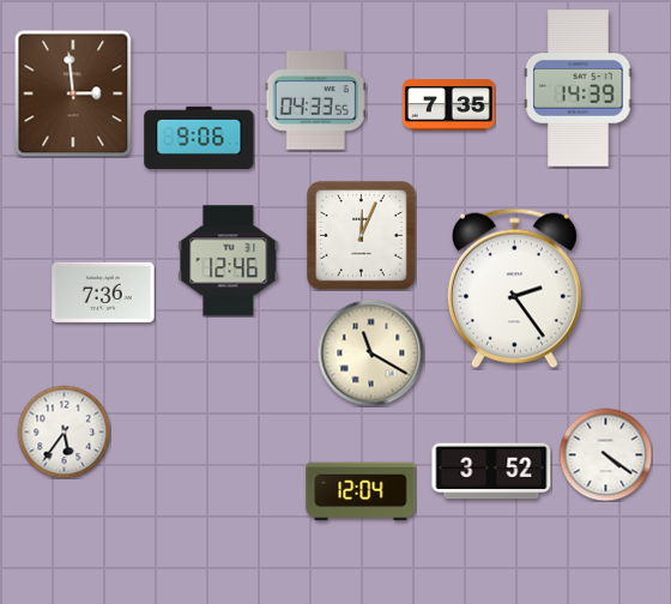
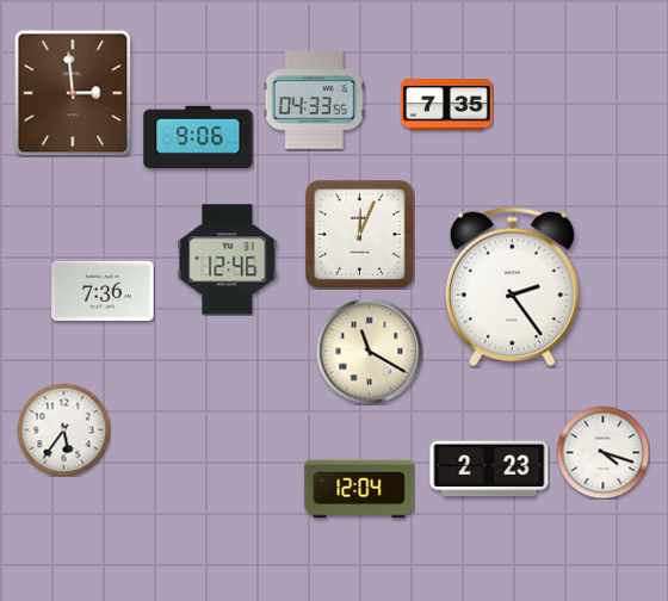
clock at (579, 89): 14:39 -> none
clock at (605, 454): 4:21 -> 4:18
clock at (491, 471): 3:52 -> 2:23
